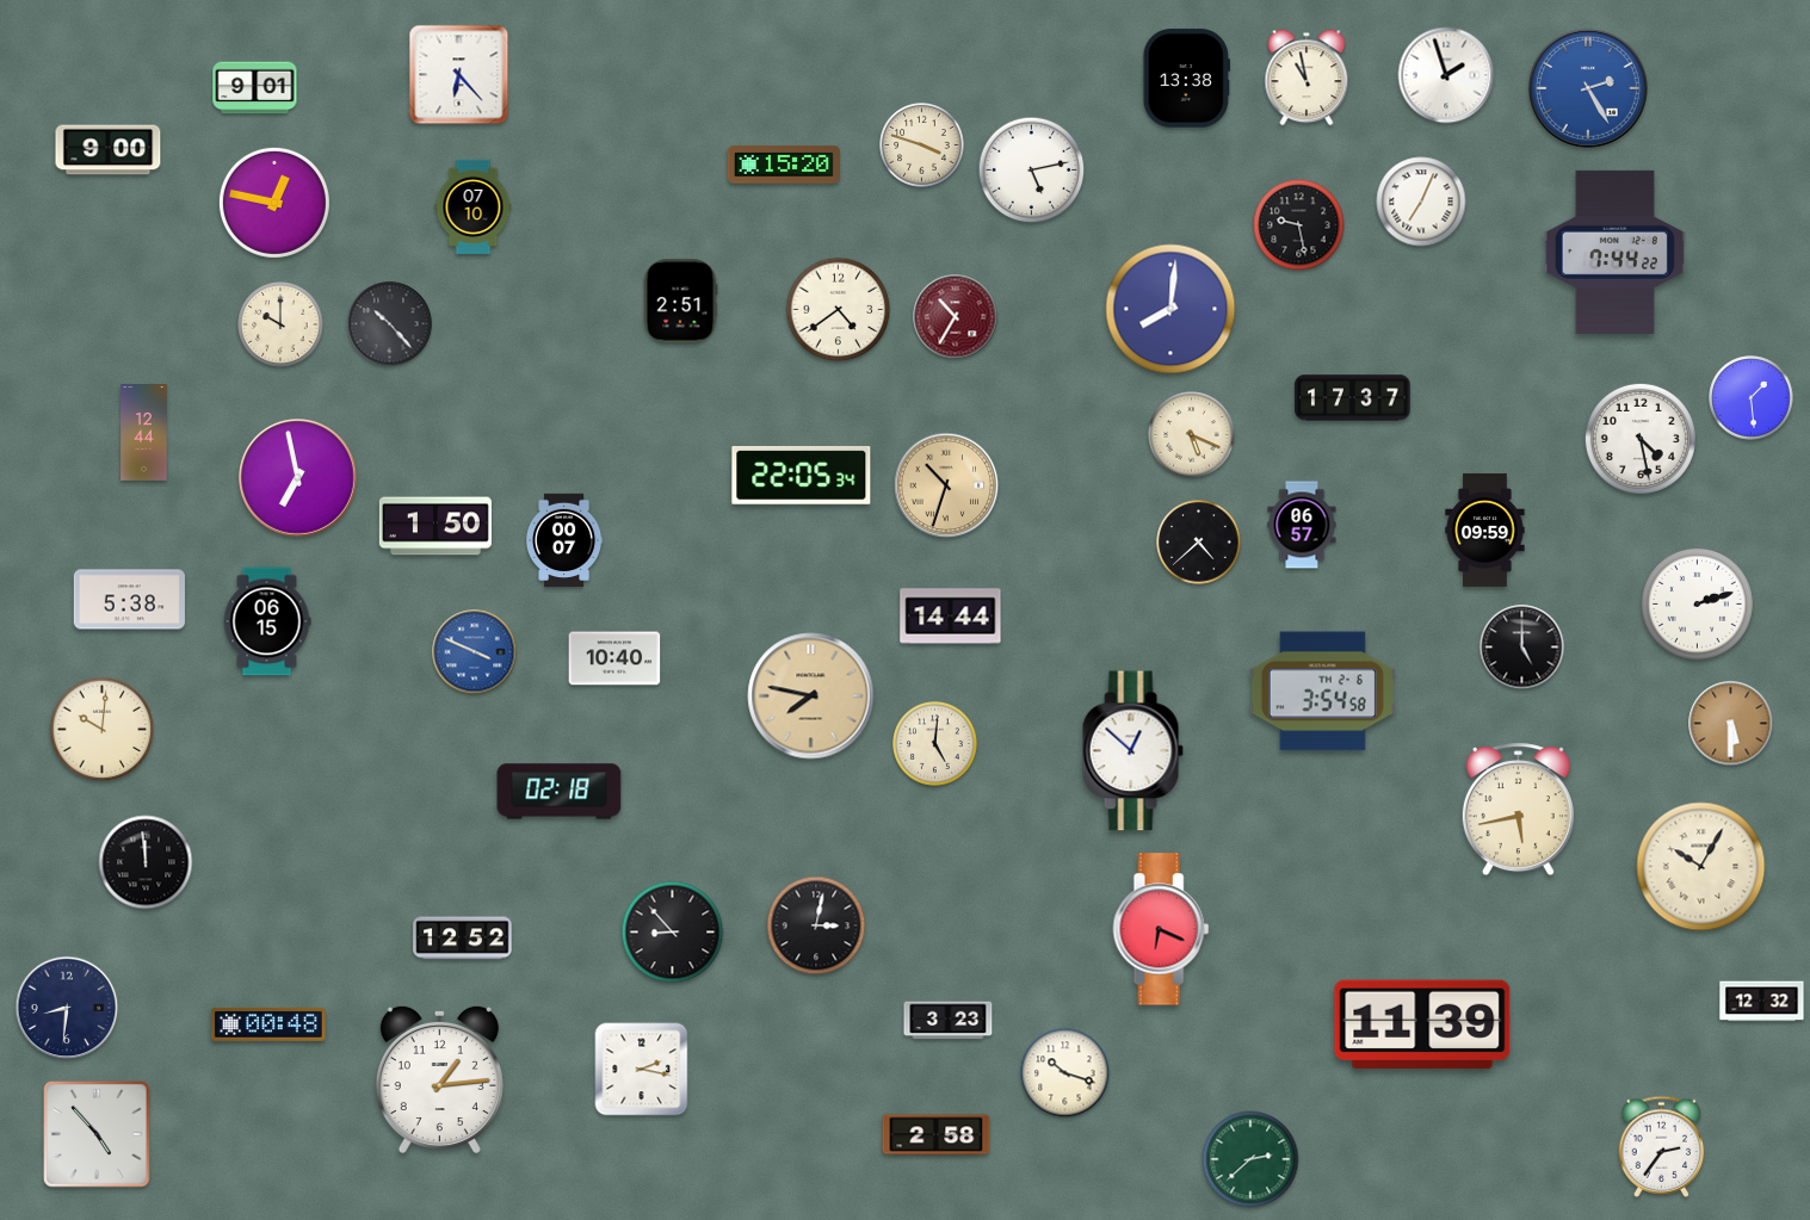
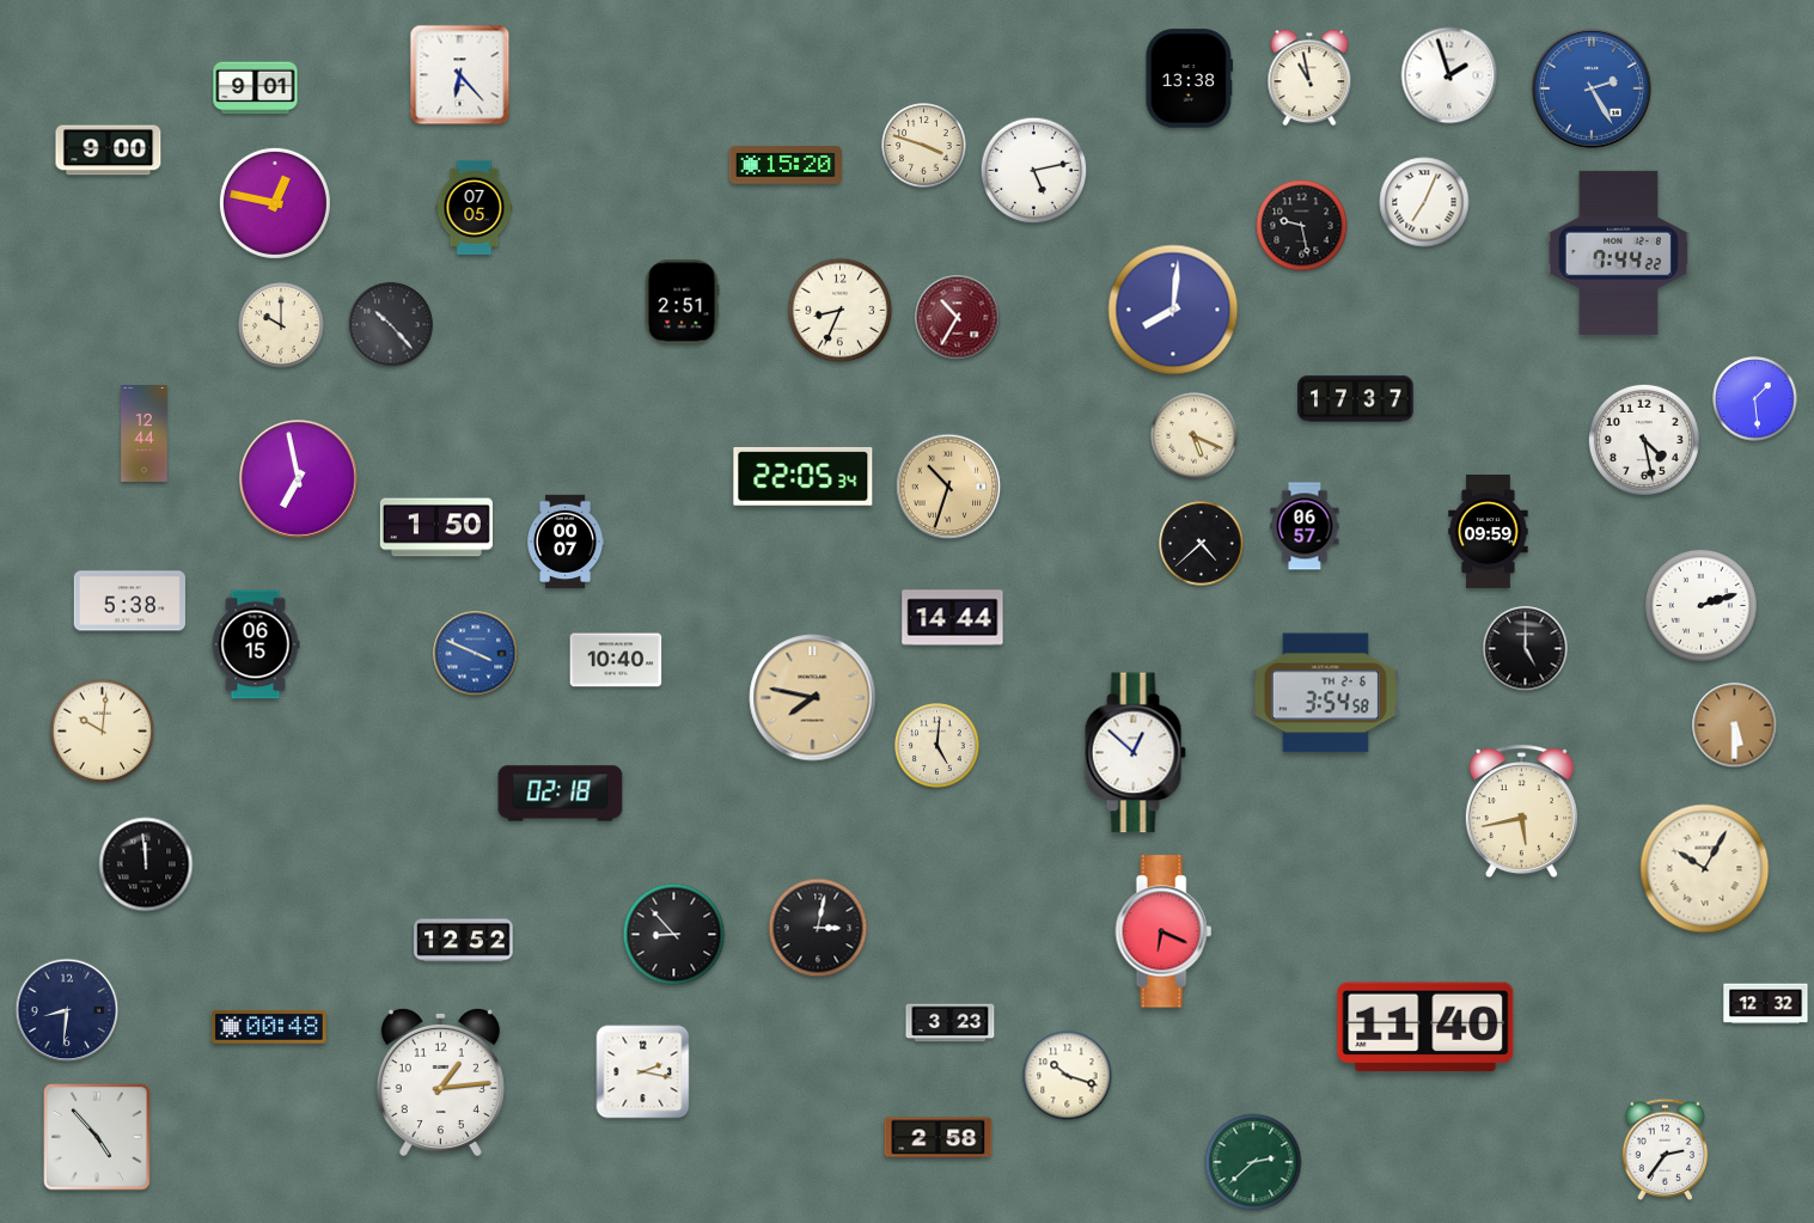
clock at (474, 206): 07:10 -> 07:05
clock at (839, 310): 4:39 -> 8:34
clock at (267, 621) position: (267, 621) -> (256, 644)
clock at (1422, 1024): 11:39 -> 11:40
